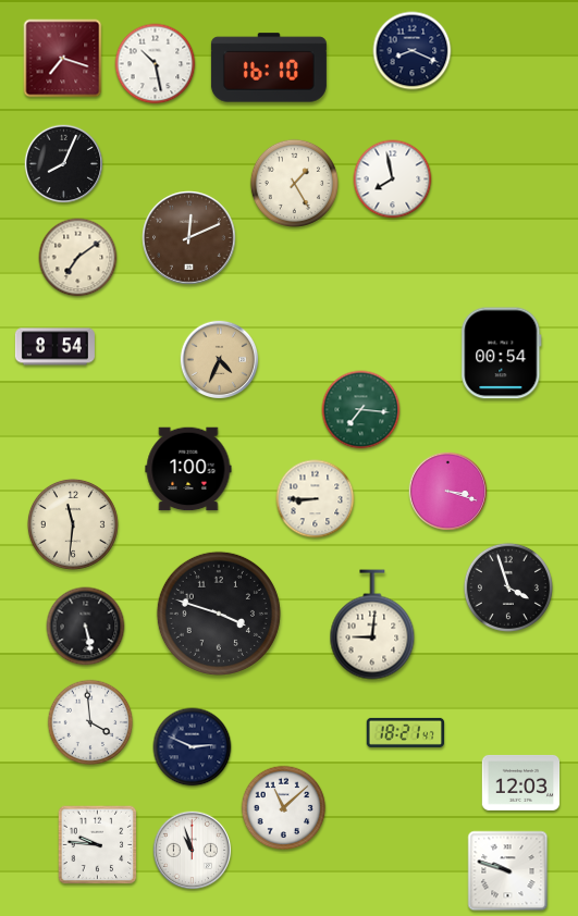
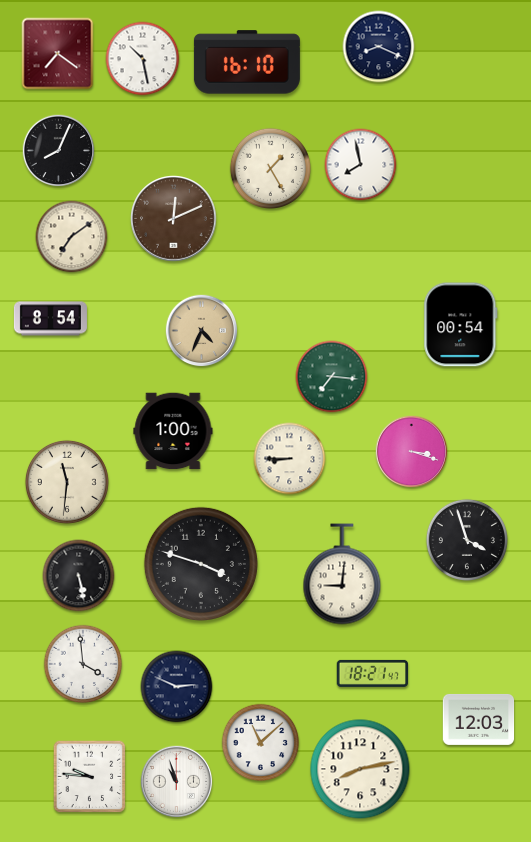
clock at (63, 59): 7:18 -> 7:21
clock at (360, 769): none -> 8:13
clock at (508, 871): 9:48 -> none
